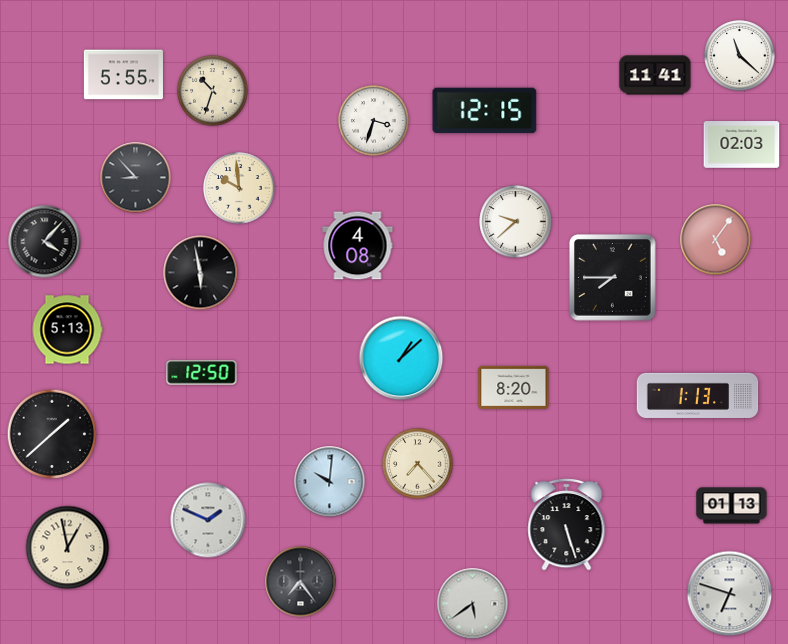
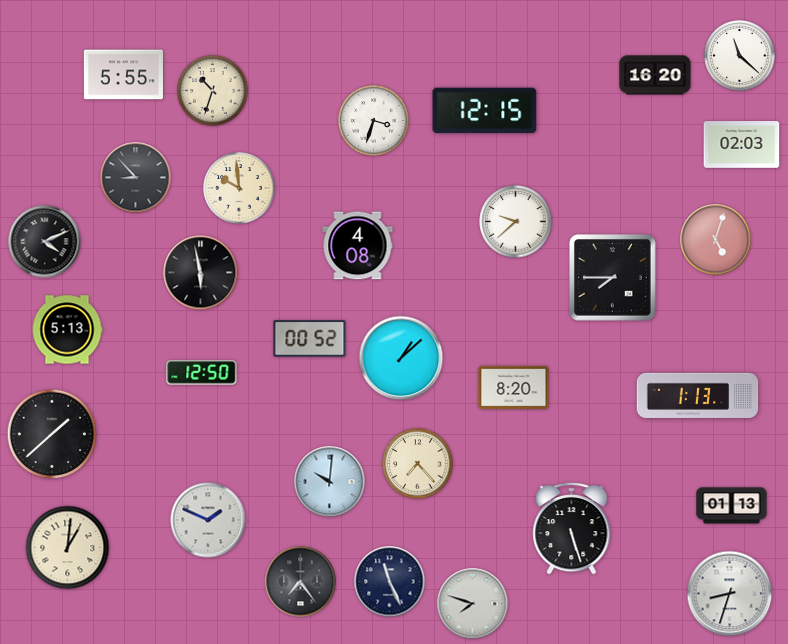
clock at (655, 75): 11:41 -> 16:20
clock at (716, 240): 5:06 -> 5:03
clock at (45, 242): 4:07 -> 4:11
clock at (310, 339): none -> 00:52
clock at (567, 524) position: (567, 524) -> (572, 528)
clock at (68, 548): 12:58 -> 1:01
clock at (390, 582): none -> 11:26
clock at (730, 594): 6:48 -> 8:33
clock at (473, 604): 5:39 -> 7:48
